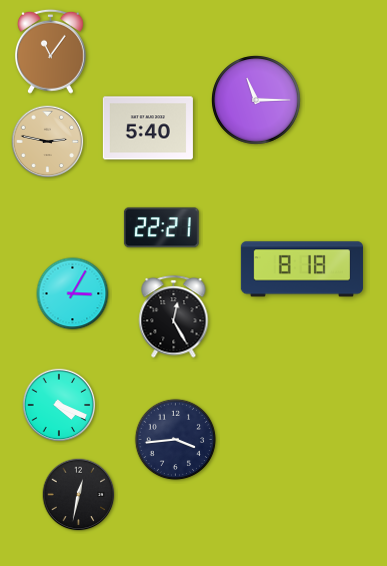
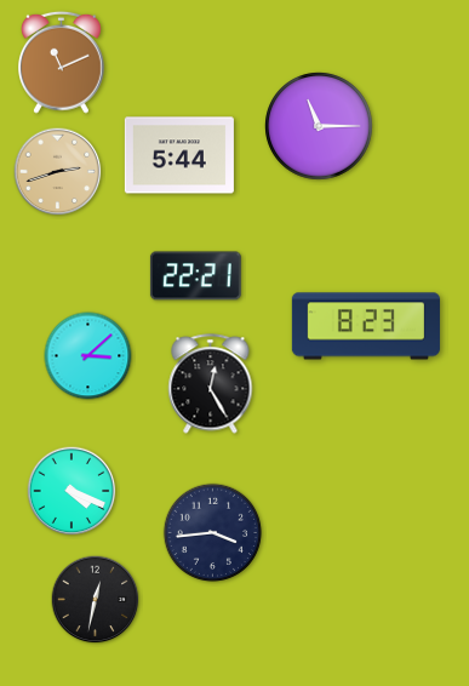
clock at (51, 51): 11:06 -> 11:11
clock at (256, 100) position: (256, 100) -> (319, 126)
clock at (148, 128): 5:40 -> 5:44
clock at (48, 142): 2:47 -> 2:42
clock at (302, 269): 8:18 -> 8:23
clock at (73, 294): 3:05 -> 3:08
